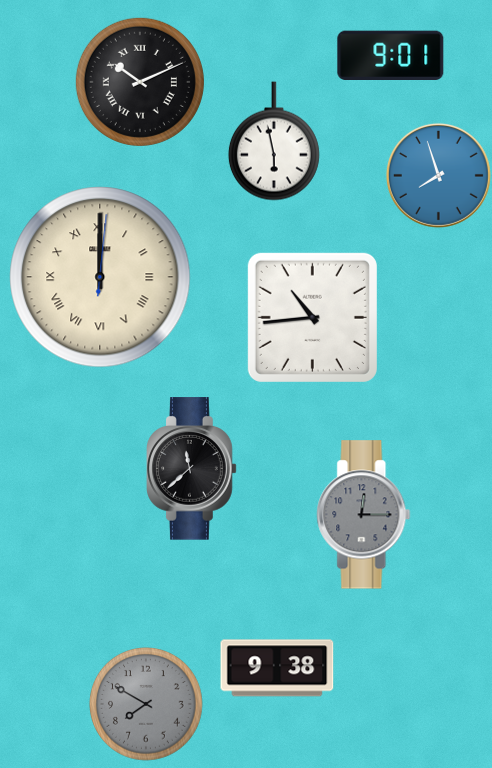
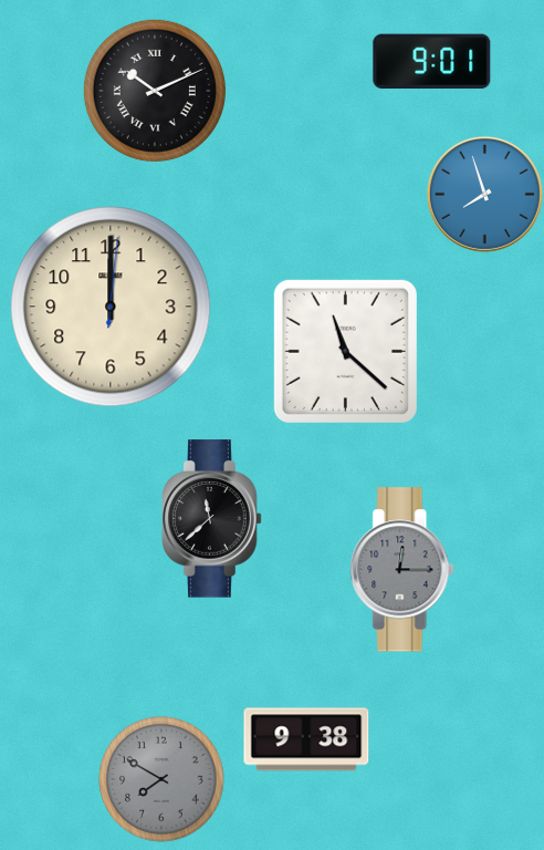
clock at (274, 141): 5:58 -> none
clock at (100, 277) numerals: Roman -> Arabic
clock at (312, 317): 10:44 -> 11:22
